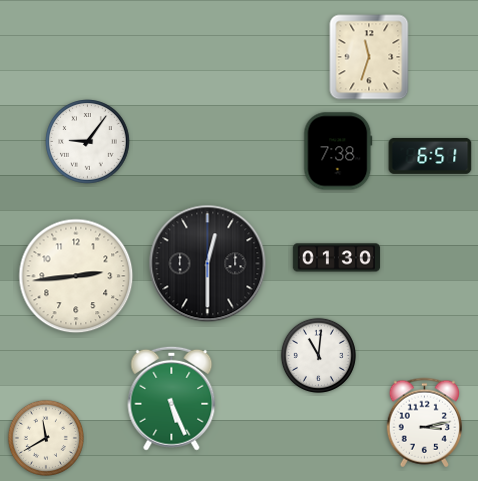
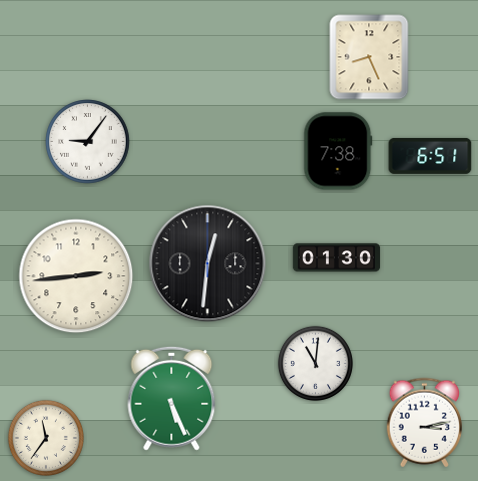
clock at (369, 57): 11:33 -> 8:26
clock at (208, 264): 12:30 -> 12:31
clock at (318, 355) position: (318, 355) -> (315, 363)
clock at (46, 438): 11:40 -> 11:36
